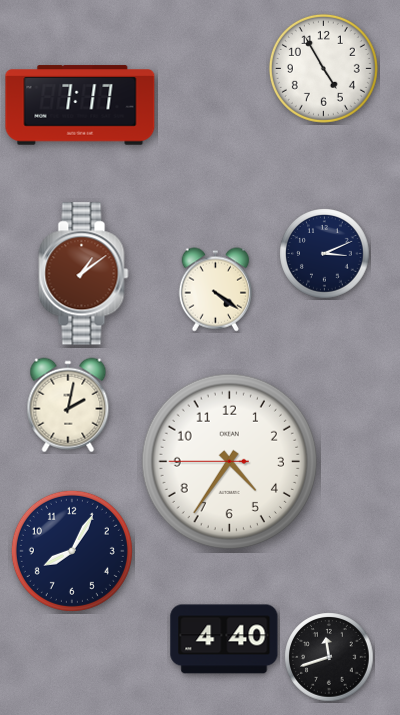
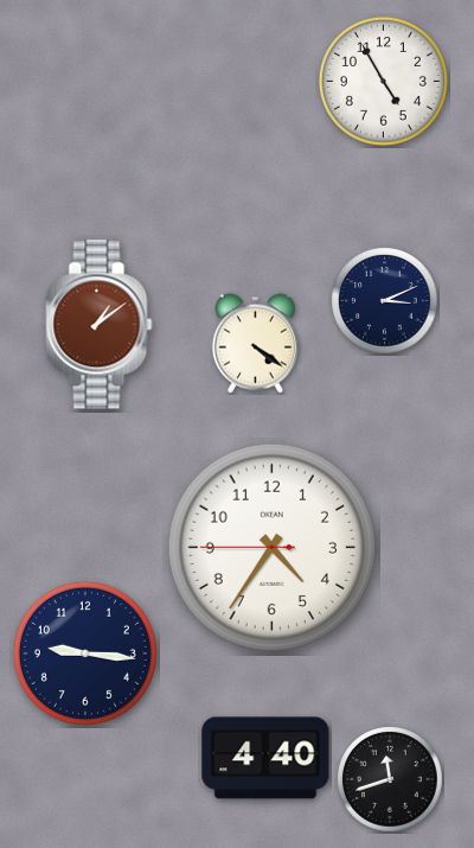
clock at (80, 105): 7:17 -> none
clock at (68, 405): 2:02 -> none
clock at (72, 551): 8:05 -> 9:16
